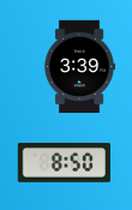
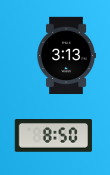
clock at (79, 66): 3:39 -> 3:13
